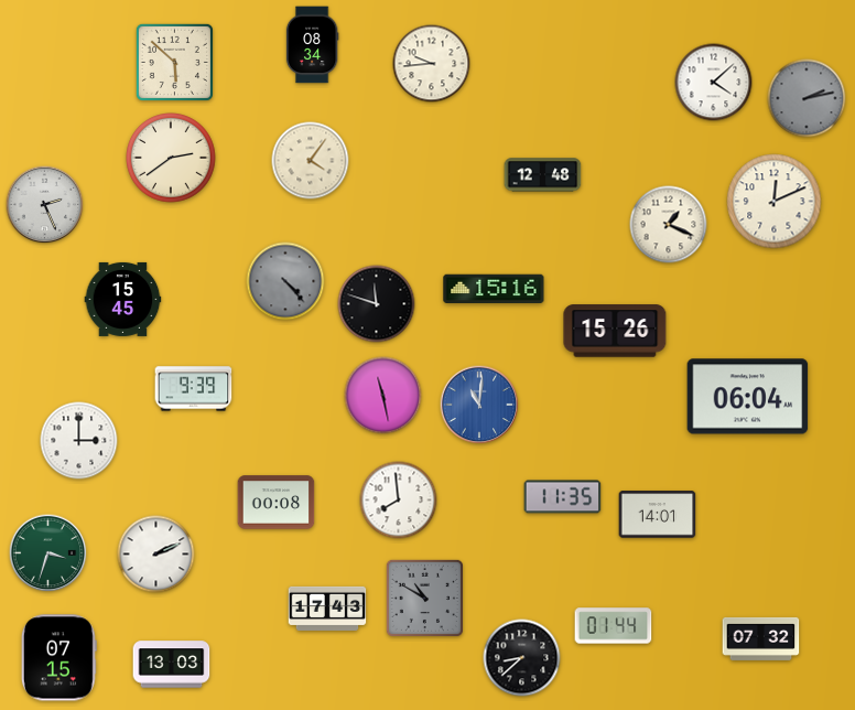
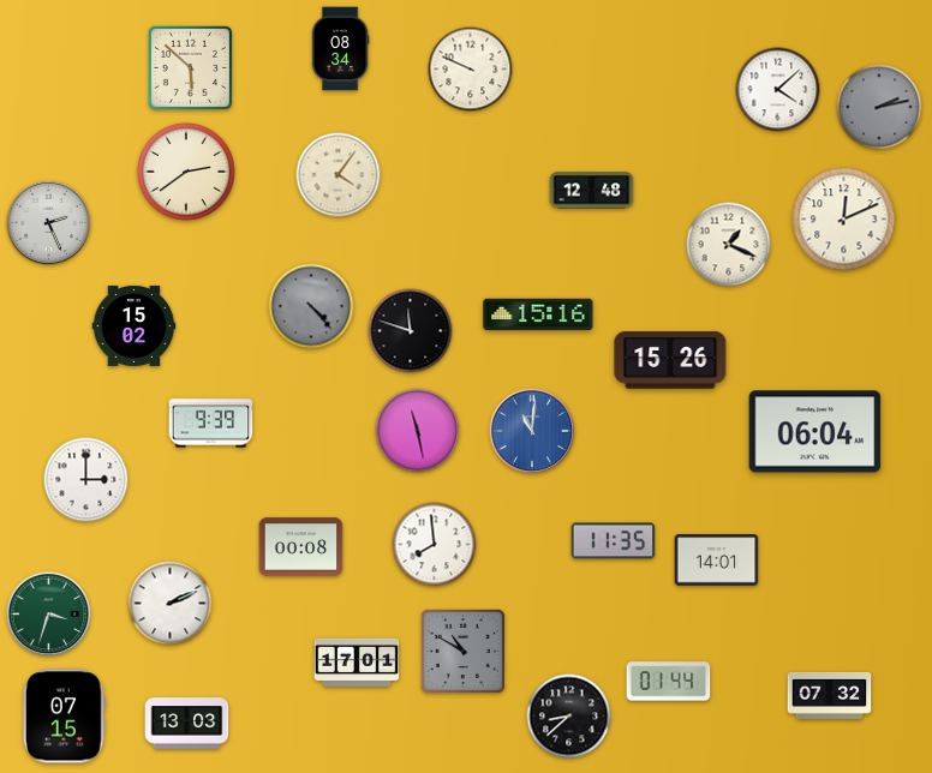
clock at (432, 64): 9:44 -> 9:49
clock at (123, 299): 15:45 -> 15:02
clock at (479, 405) position: (479, 405) -> (532, 431)
clock at (48, 553) position: (48, 553) -> (49, 615)
clock at (327, 609): 17:43 -> 17:01
